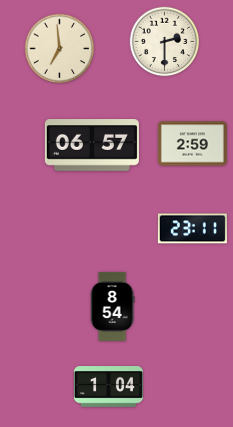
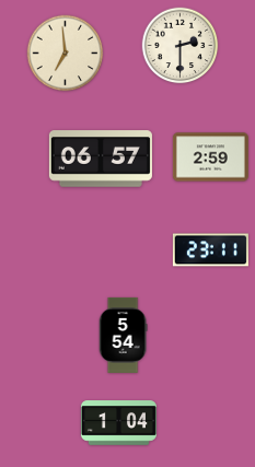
clock at (112, 306): 8:54 -> 5:54
